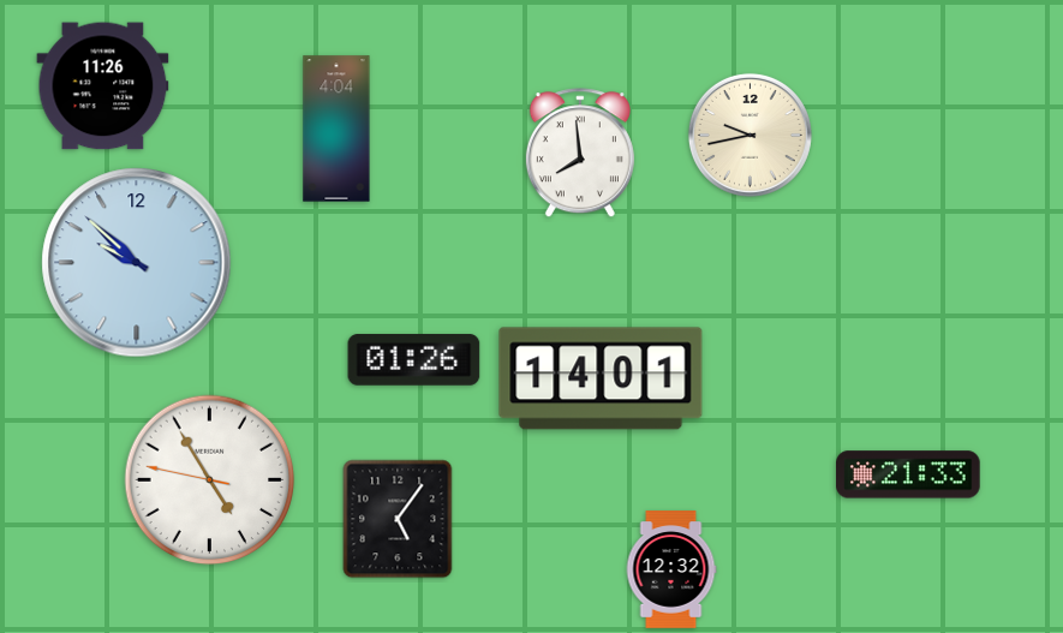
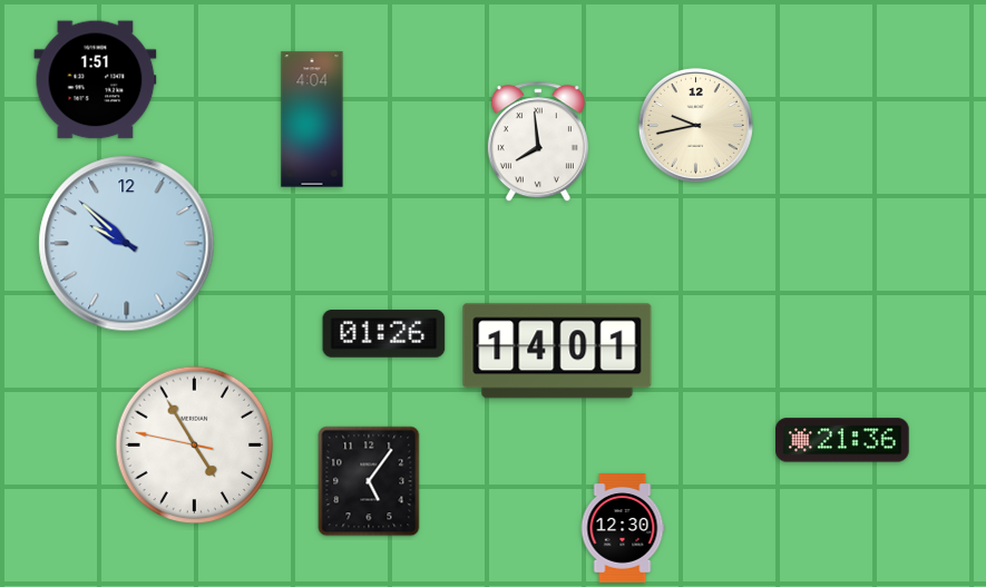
clock at (103, 86): 11:26 -> 1:51
clock at (908, 474): 21:33 -> 21:36
clock at (671, 569): 12:32 -> 12:30
